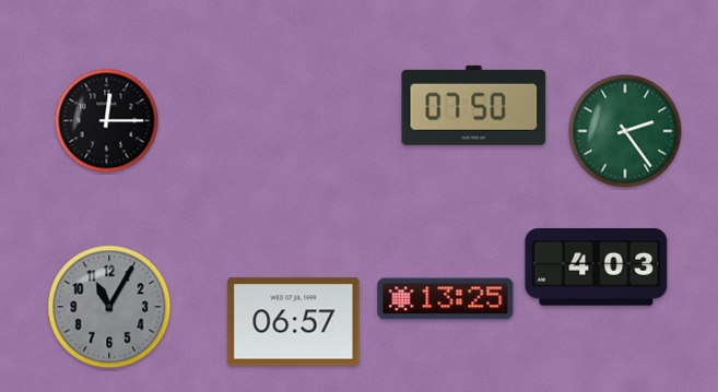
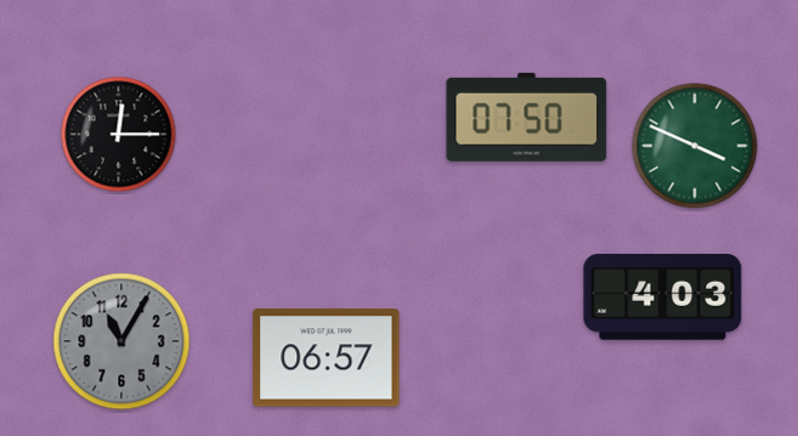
clock at (625, 131): 2:24 -> 3:49
clock at (446, 299): 13:25 -> none
